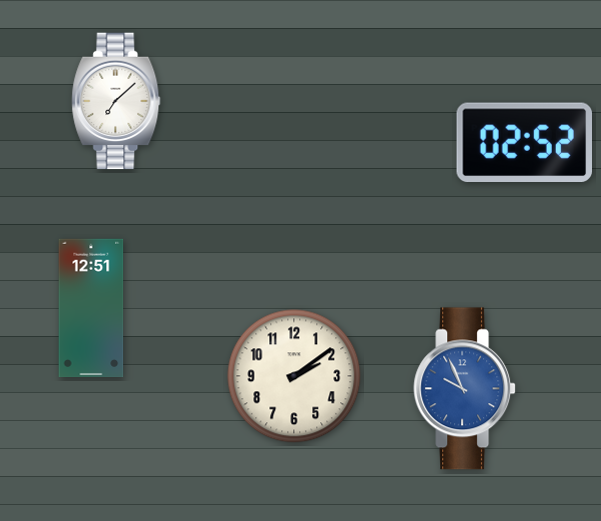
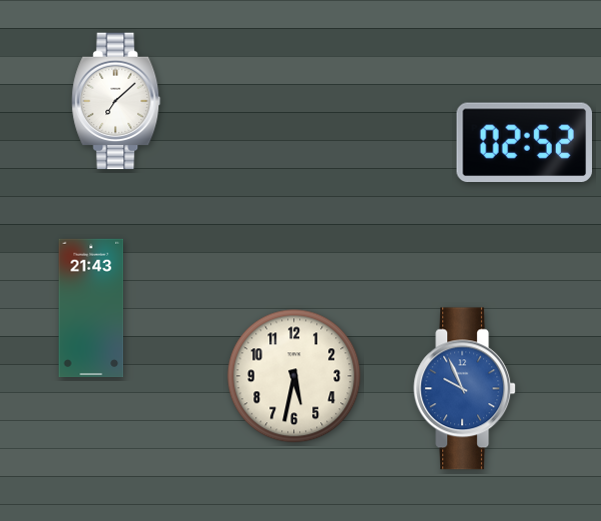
clock at (91, 308): 12:51 -> 21:43
clock at (294, 376): 2:09 -> 5:32
